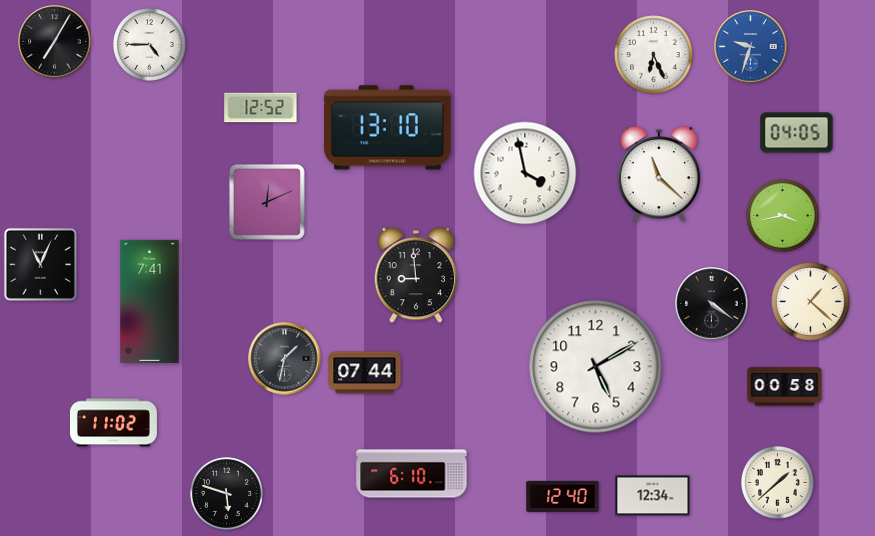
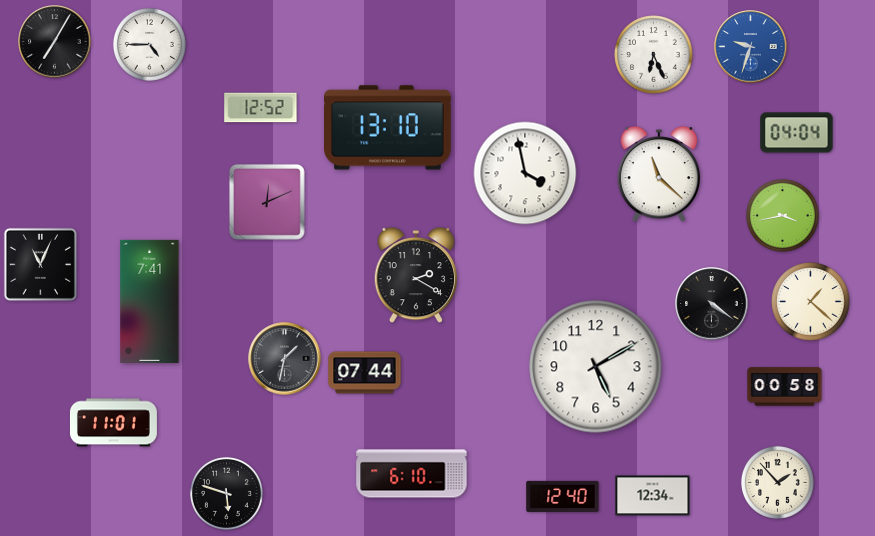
clock at (797, 133): 04:05 -> 04:04
clock at (416, 275): 8:59 -> 2:20
clock at (113, 423): 11:02 -> 11:01
clock at (777, 482): 1:38 -> 1:53
